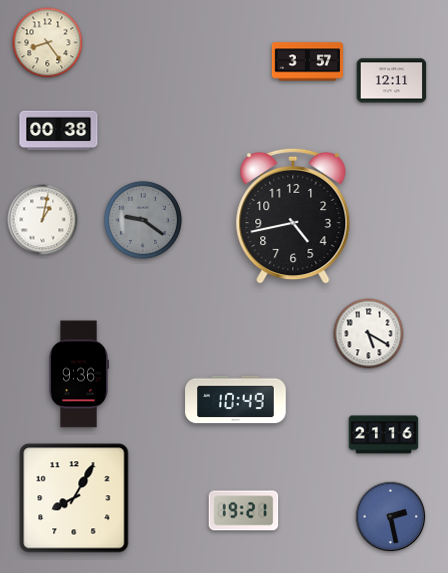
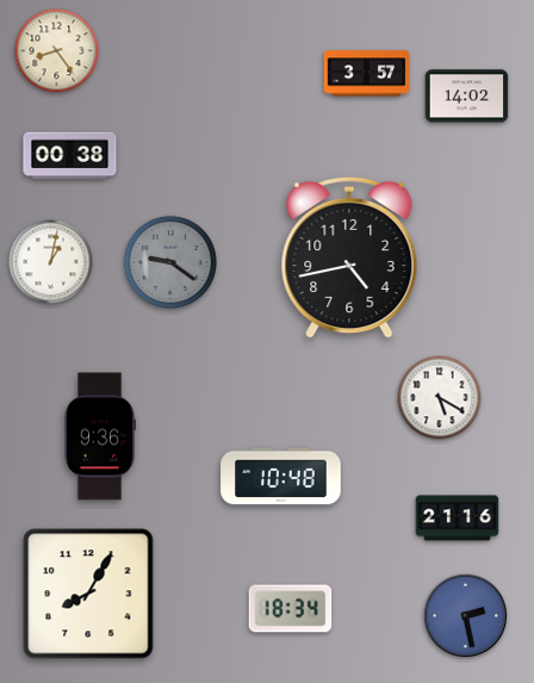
clock at (392, 81): 12:11 -> 14:02
clock at (78, 374) position: (78, 374) -> (99, 436)
clock at (236, 400): 10:49 -> 10:48
clock at (244, 511): 19:21 -> 18:34
